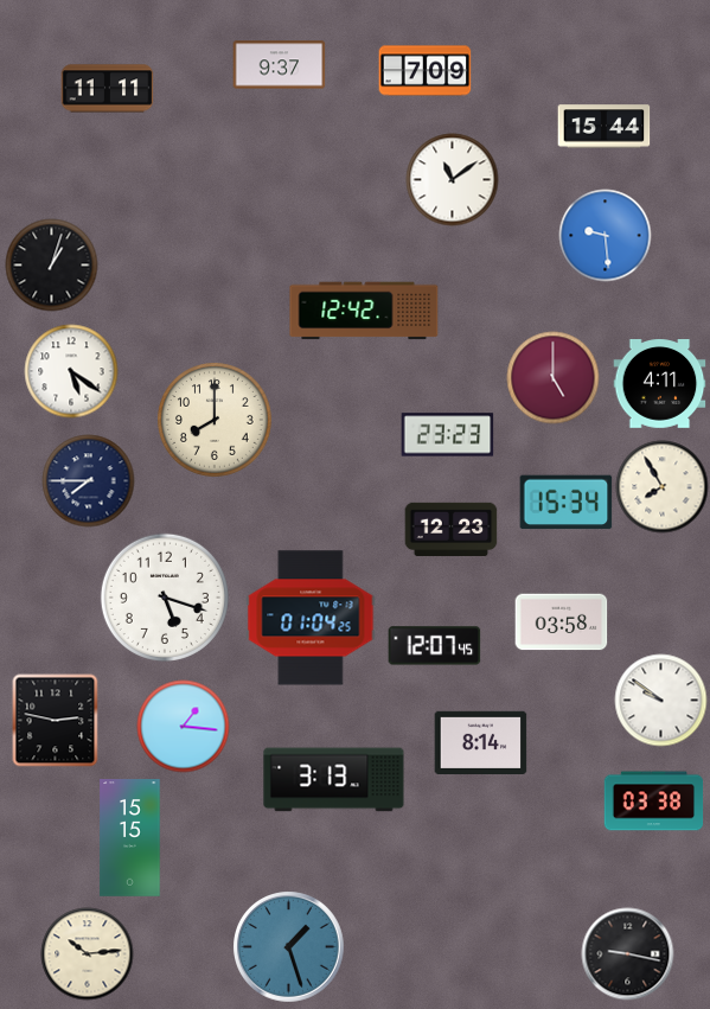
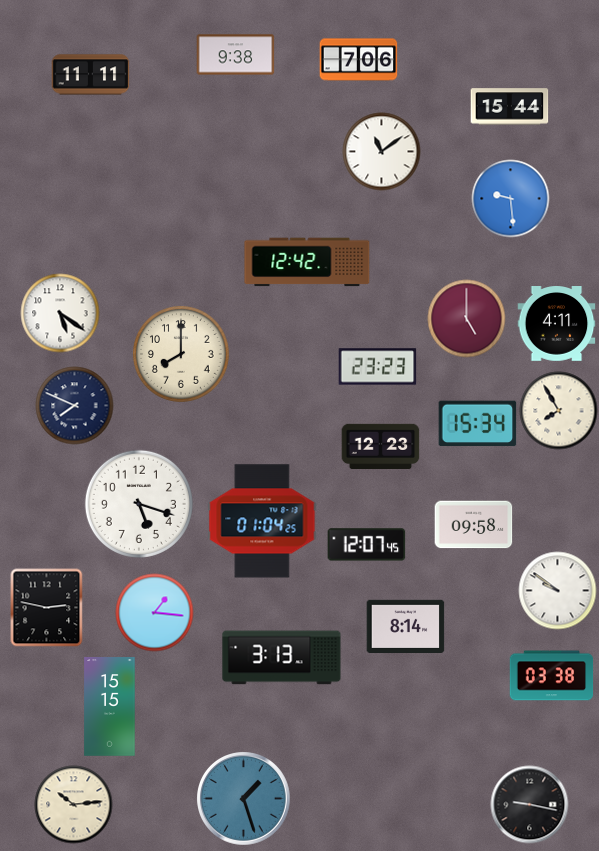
clock at (279, 65): 9:37 -> 9:38
clock at (424, 71): 7:09 -> 7:06
clock at (51, 264): 1:03 -> none
clock at (88, 480): 7:45 -> 7:49
clock at (561, 622): 03:58 -> 09:58
